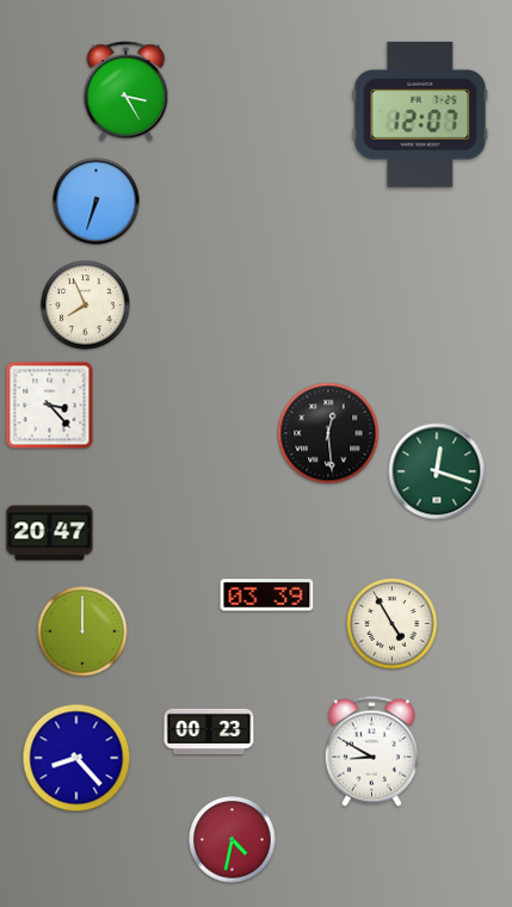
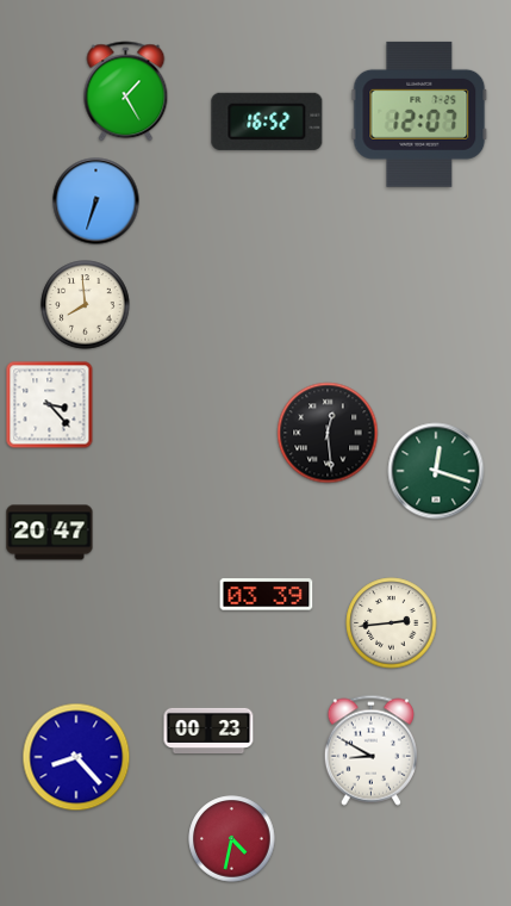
clock at (127, 92): 3:25 -> 1:25
clock at (267, 122): none -> 16:52
clock at (86, 306): 7:56 -> 7:59
clock at (393, 624): 4:55 -> 2:44
clock at (82, 631): 12:00 -> none
